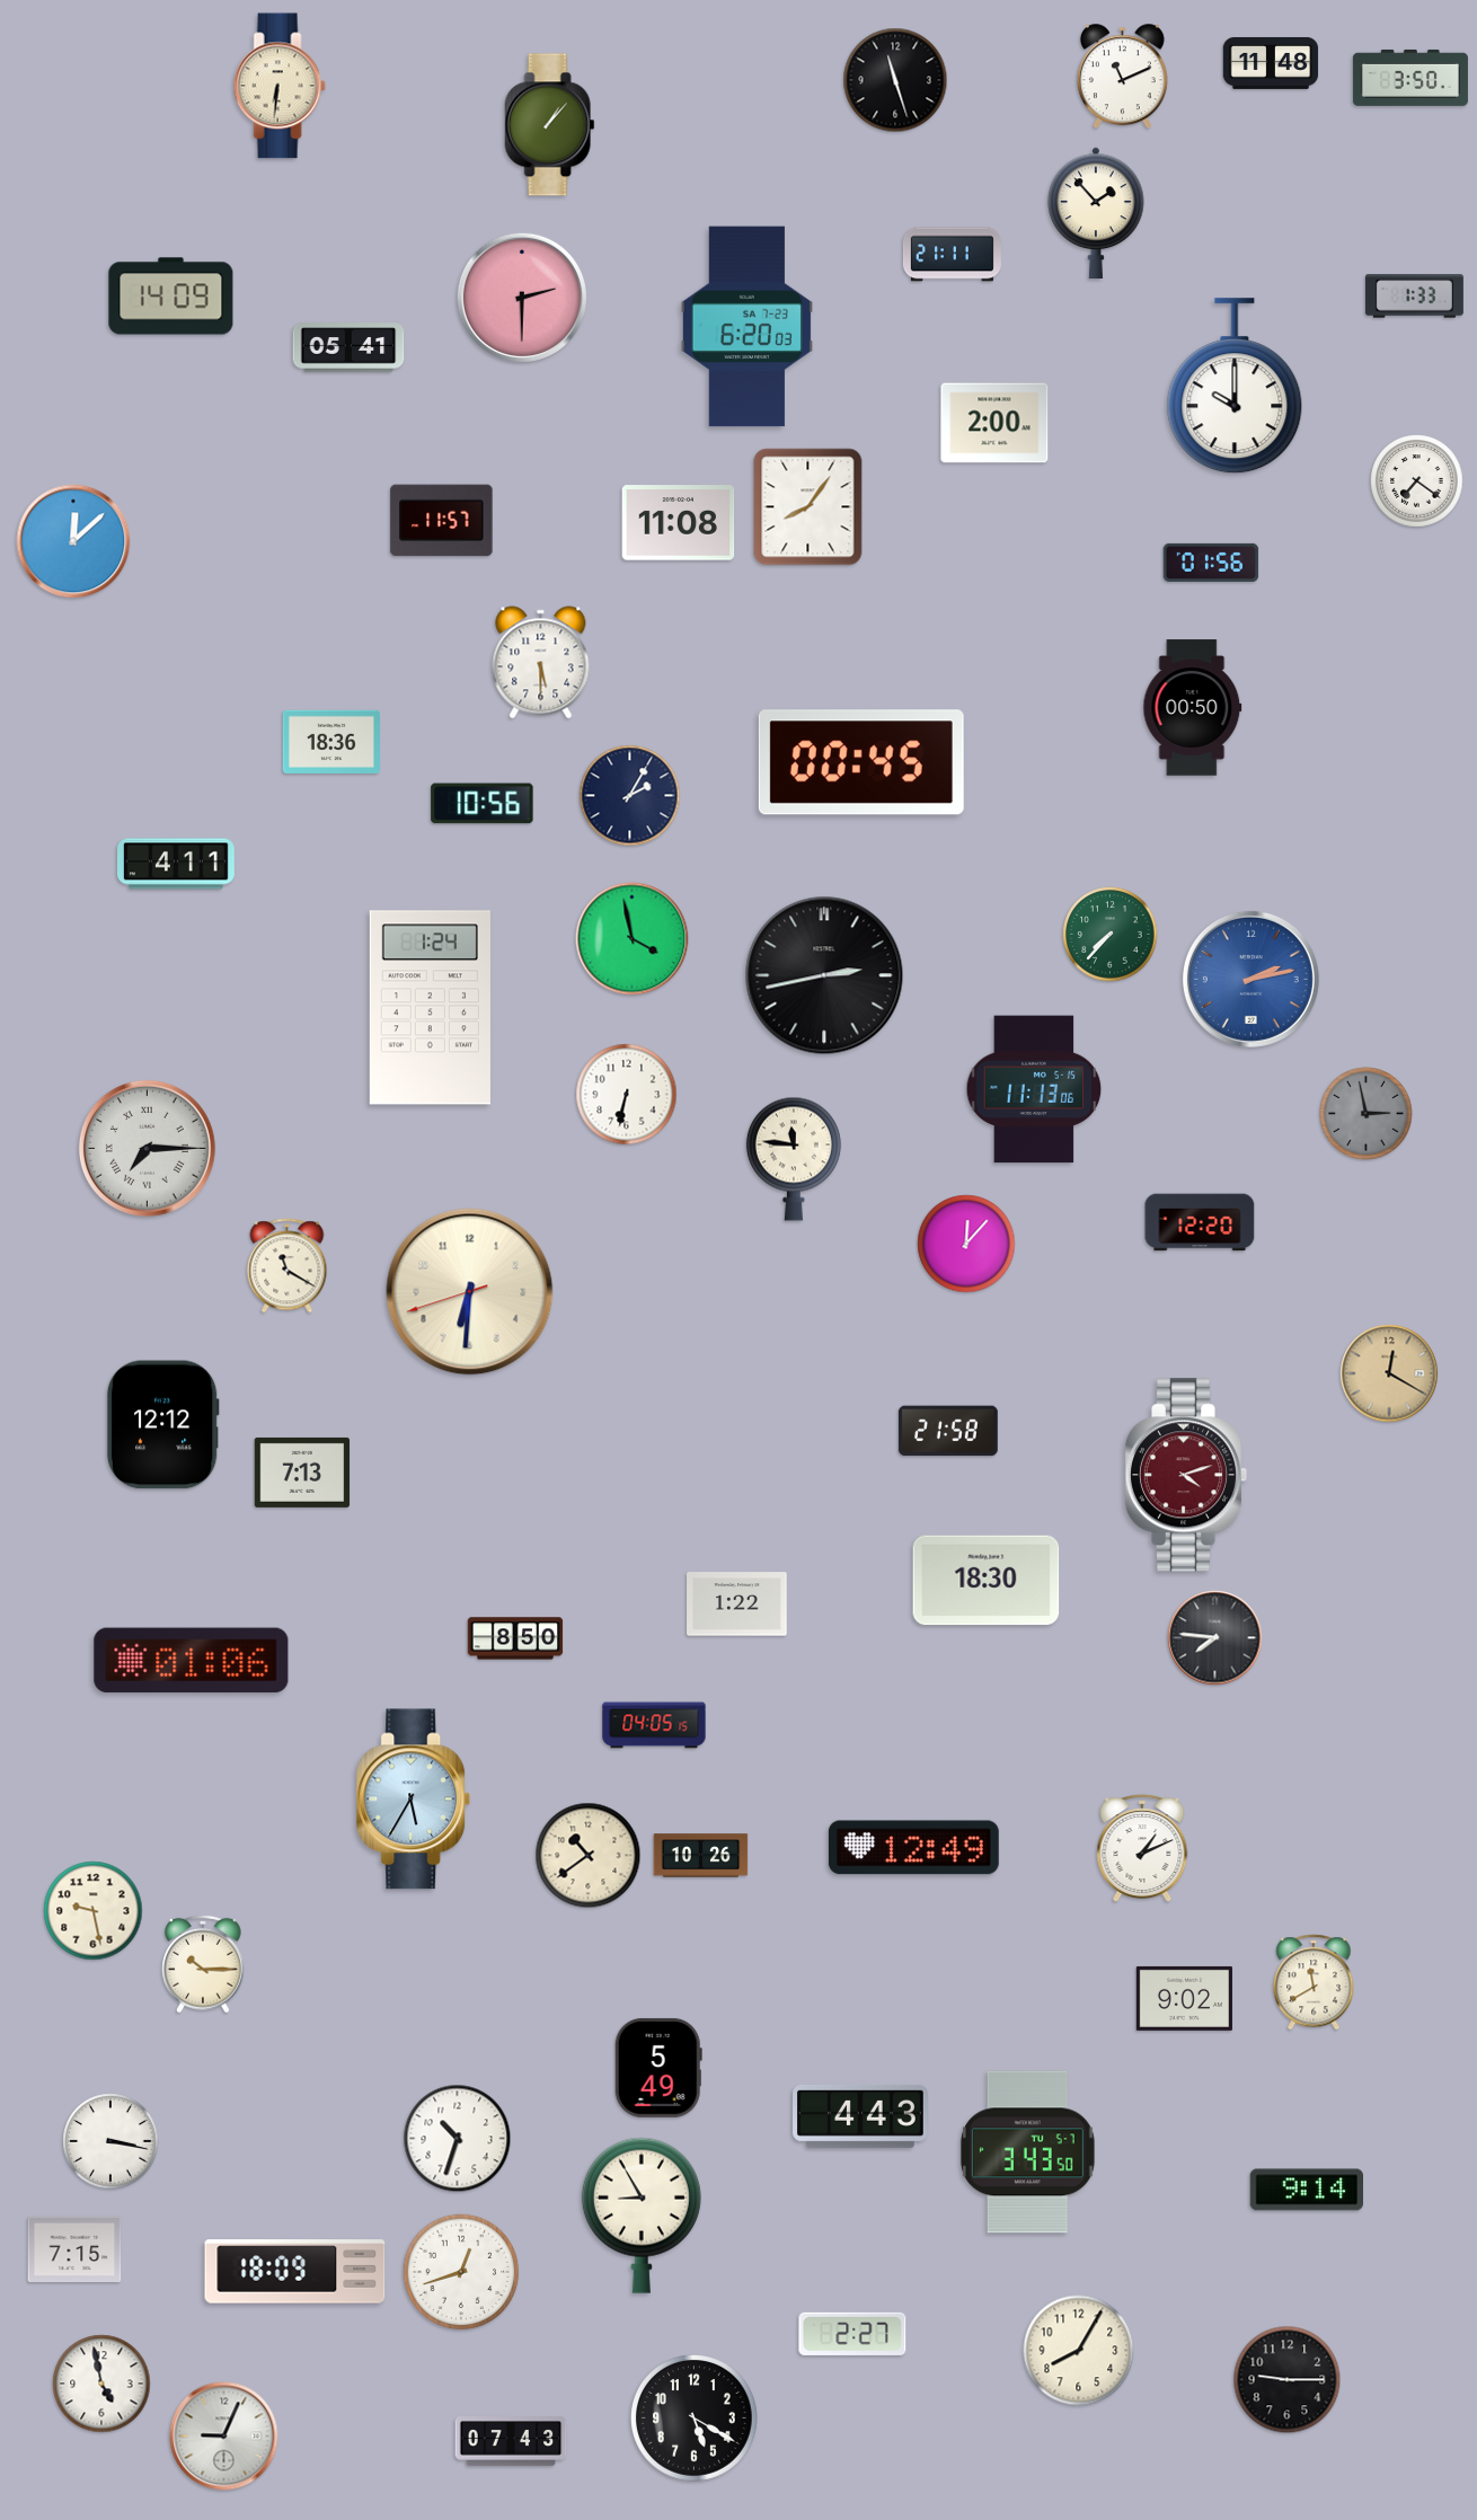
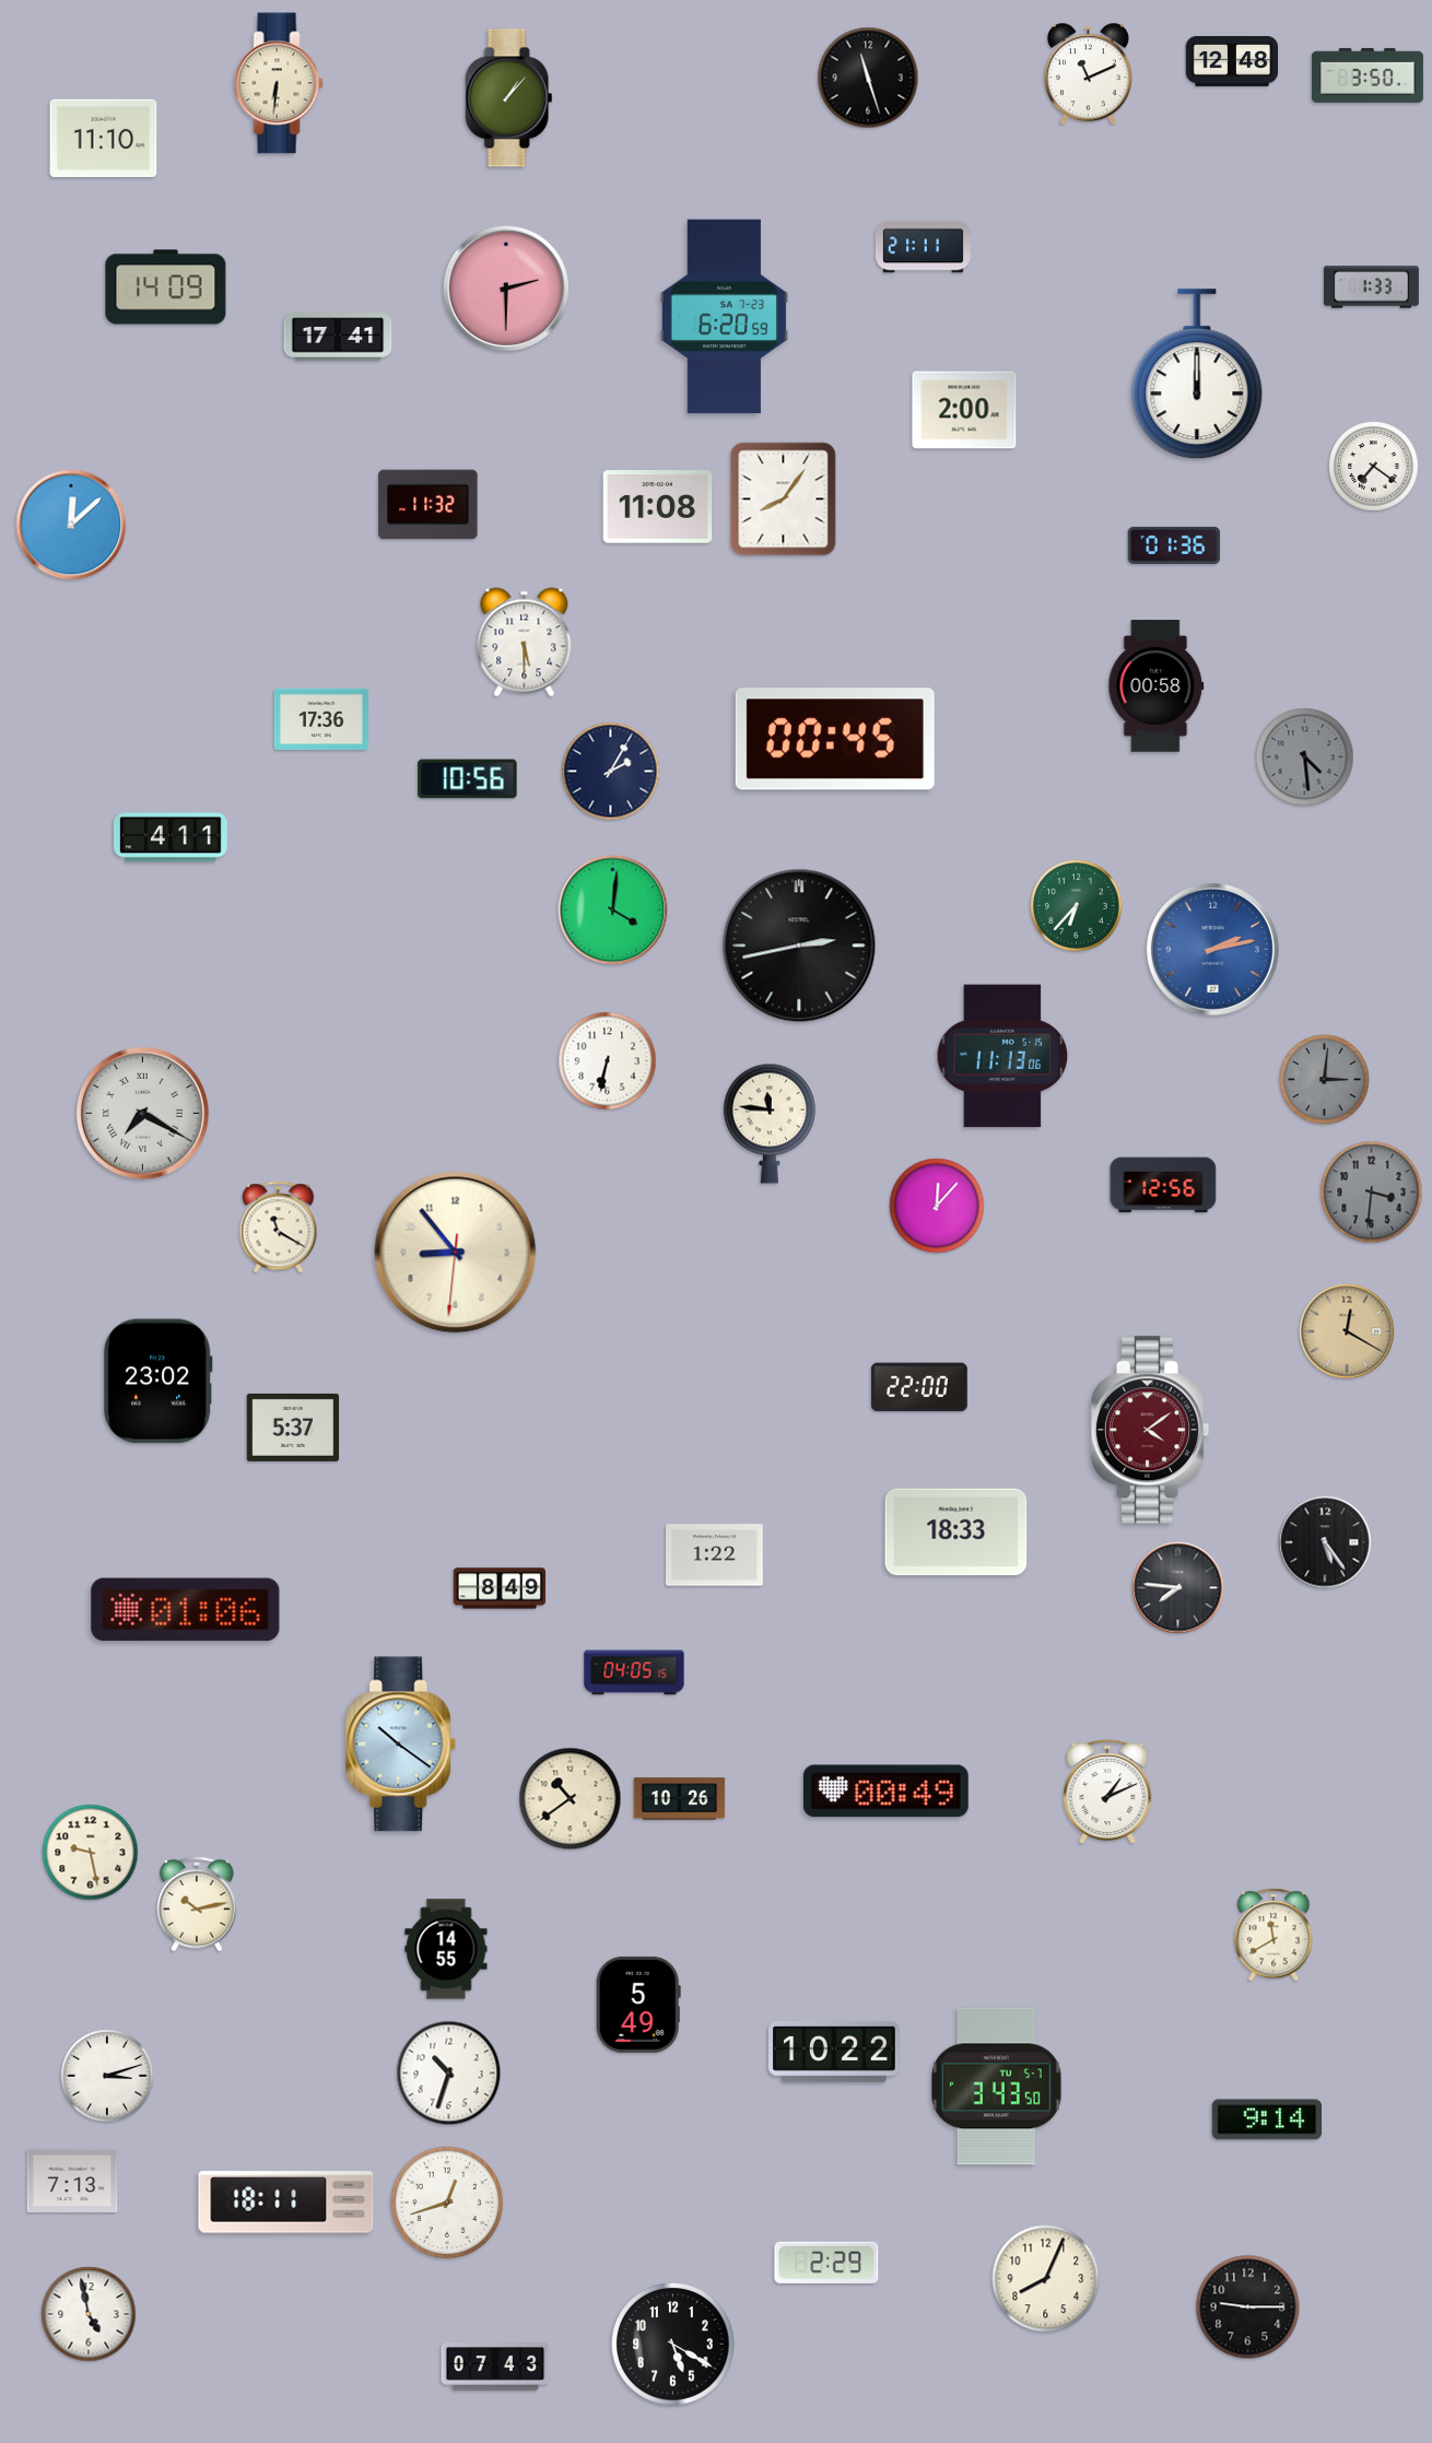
clock at (1271, 63): 11:48 -> 12:48
clock at (280, 86) position: (280, 86) -> (279, 83)
clock at (550, 125) position: (550, 125) -> (509, 98)
clock at (104, 138): none -> 11:10
clock at (1096, 212): 1:53 -> none
clock at (746, 327): 6:20:03 -> 6:20:59
clock at (348, 347): 05:41 -> 17:41
clock at (1235, 387): 10:00 -> 12:00
clock at (808, 507) position: (808, 507) -> (784, 500)
clock at (442, 521): 11:57 -> 11:32
clock at (1211, 563): 01:56 -> 01:36
clock at (1193, 708): 00:50 -> 00:58
clock at (331, 742): 18:36 -> 17:36
clock at (1305, 757): none -> 4:29
clock at (1111, 935): 7:37 -> 6:37
clock at (633, 939): 3:58 -> 4:01
clock at (430, 1008): 1:24 -> none
clock at (1367, 1114): 2:58 -> 3:01
clock at (147, 1148): 7:15 -> 7:20
clock at (1200, 1222): 12:20 -> 12:56
clock at (1372, 1193): none -> 3:31
clock at (470, 1292): 6:30 -> 8:53
clock at (162, 1425): 12:12 -> 23:02
clock at (948, 1431): 21:58 -> 22:00
clock at (302, 1473): 7:13 -> 5:37
clock at (1186, 1475): 4:12 -> 4:09
clock at (987, 1581): 18:30 -> 18:33
clock at (1325, 1542): none -> 5:24
clock at (515, 1638): 8:50 -> 8:49
clock at (414, 1800): 5:35 -> 10:21
clock at (913, 1848): 12:49 -> 00:49
clock at (203, 1964): 10:15 -> 10:13
clock at (1314, 1982) position: (1314, 1982) -> (1273, 1935)
clock at (1184, 1998): 9:02 -> none
clock at (446, 1949): none -> 14:55
clock at (861, 2117): 4:43 -> 10:22
clock at (458, 2139) position: (458, 2139) -> (449, 2074)
clock at (110, 2141): 3:17 -> 3:12
clock at (1306, 2190) position: (1306, 2190) -> (1266, 2119)
clock at (642, 2216): 8:55 -> none
clock at (74, 2248): 7:15 -> 7:13
clock at (295, 2272): 18:09 -> 18:11
clock at (852, 2334): 2:27 -> 2:29
clock at (1079, 2351): 8:05 -> 8:04
clock at (101, 2384) position: (101, 2384) -> (89, 2314)
clock at (224, 2437): 9:04 -> none
